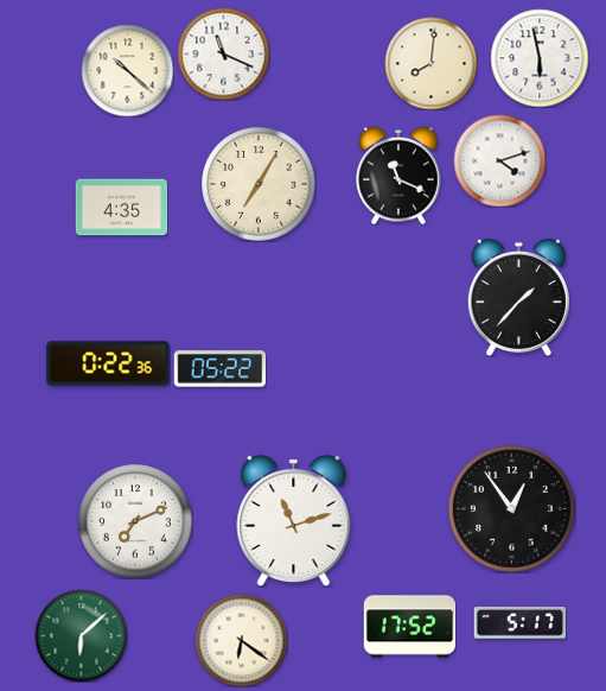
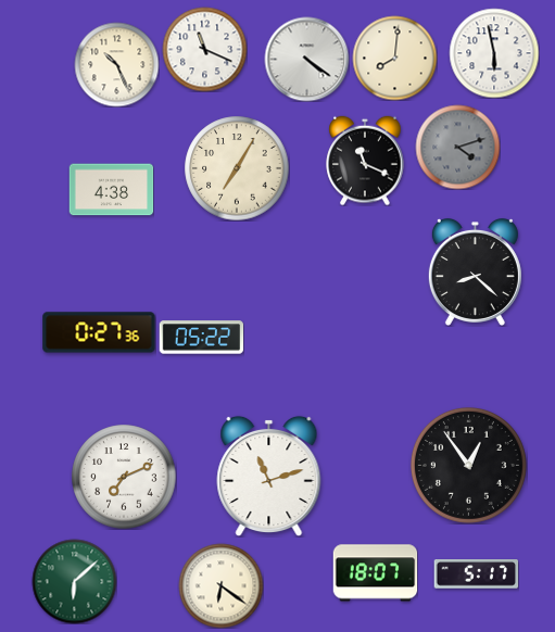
clock at (306, 59): none -> 4:21
clock at (127, 70): 10:22 -> 10:26
clock at (499, 160) dial: white -> grey
clock at (121, 208): 4:35 -> 4:38
clock at (518, 297): 1:37 -> 8:22
clock at (108, 363): 0:22 -> 0:27
clock at (519, 623) position: (519, 623) -> (476, 574)
clock at (409, 627): 17:52 -> 18:07
